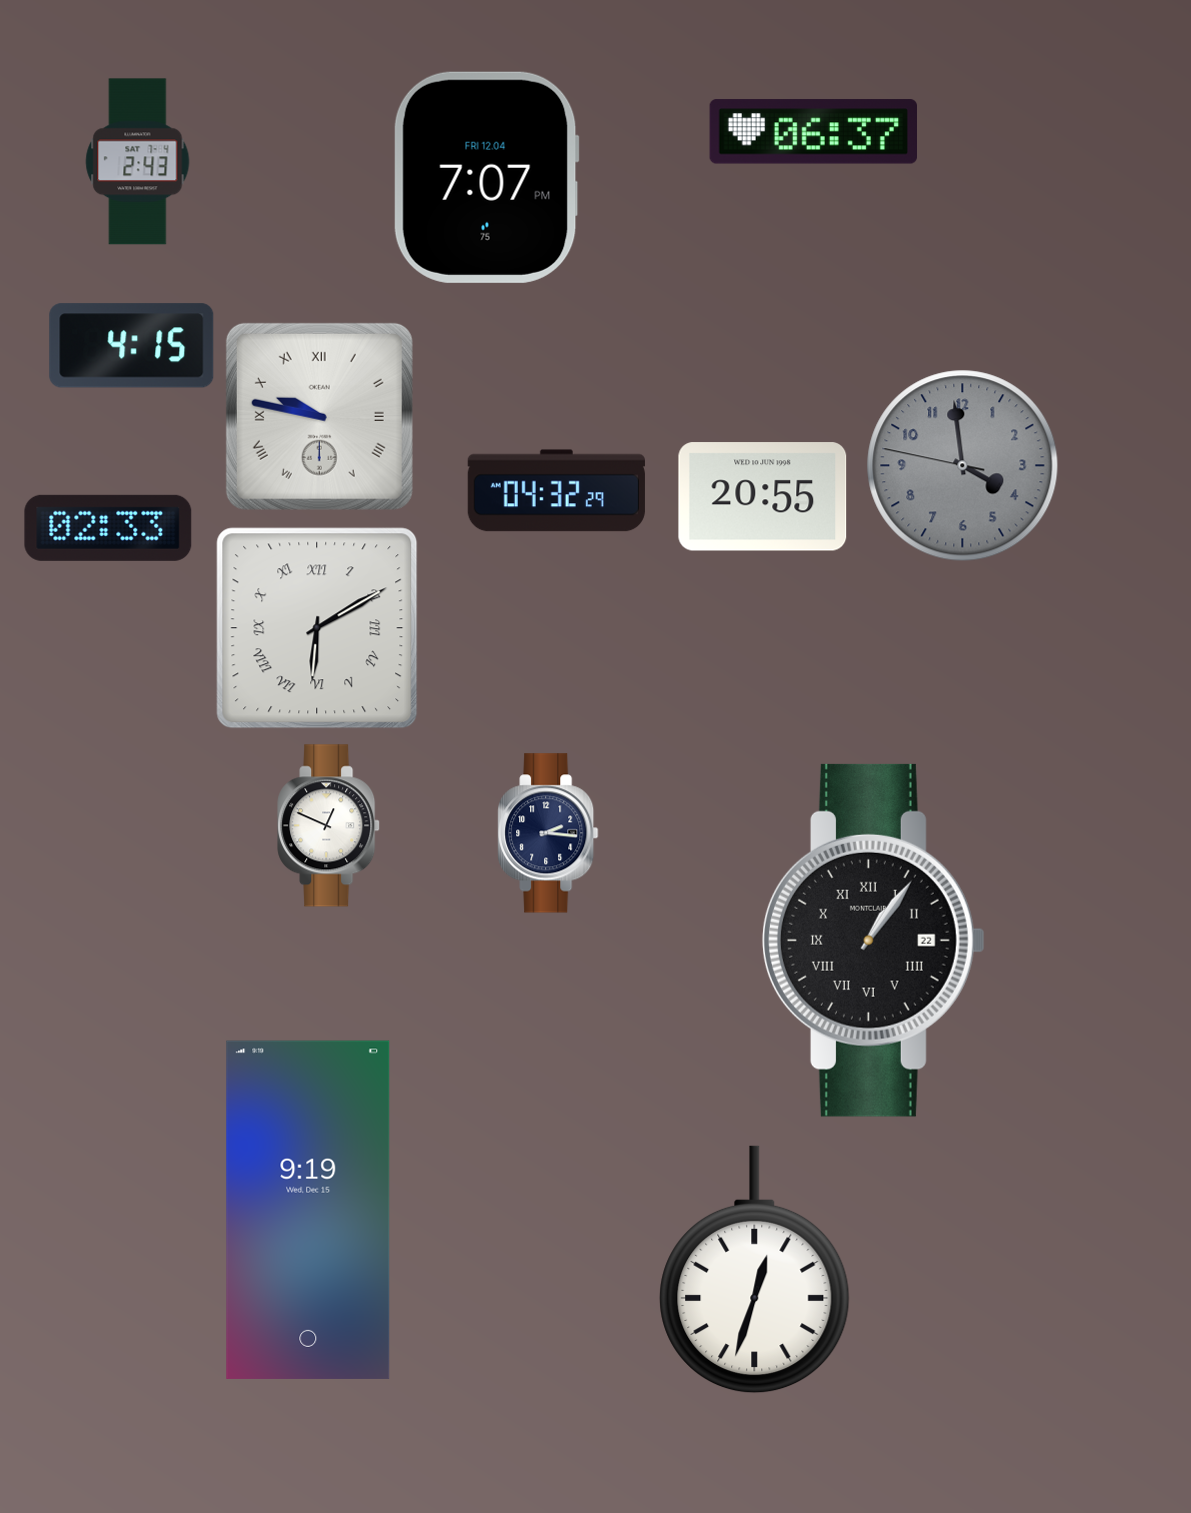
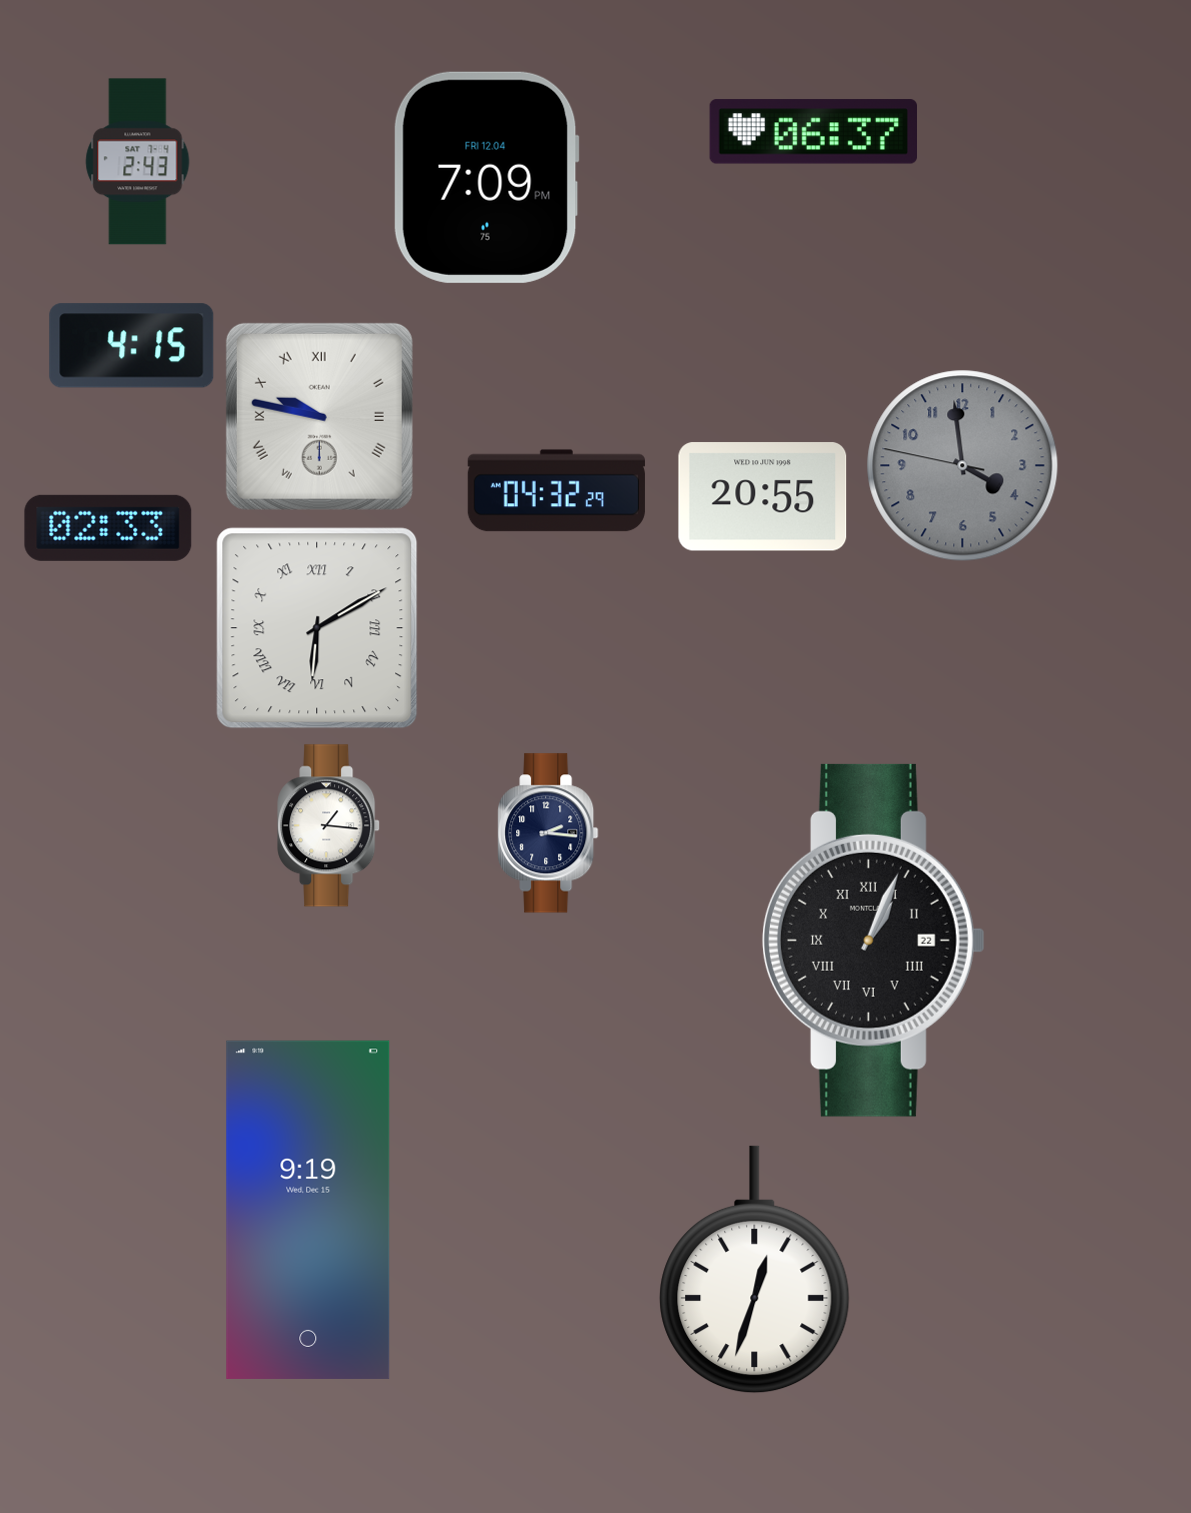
clock at (486, 177): 7:07 -> 7:09
clock at (329, 826): 12:49 -> 1:16
clock at (873, 940): 1:06 -> 1:04
